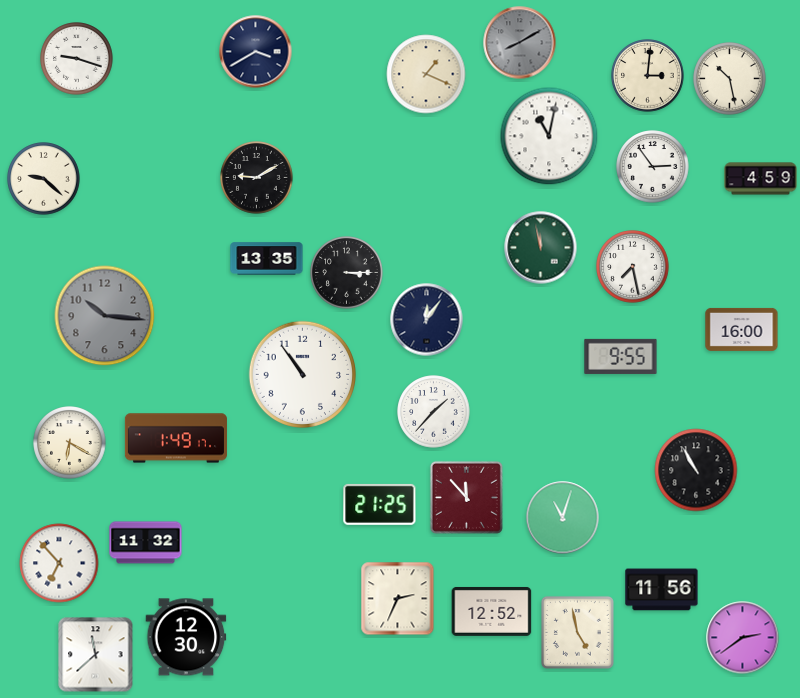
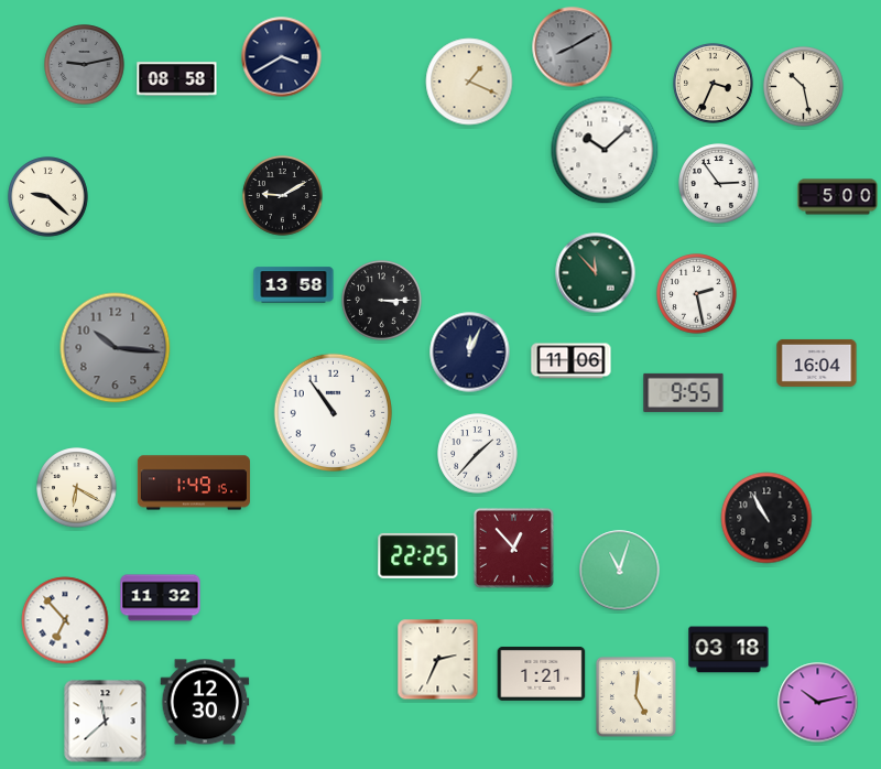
clock at (77, 59): 9:18 -> 9:13
clock at (77, 59) dial: white -> grey
clock at (177, 79): none -> 08:58
clock at (648, 76): 3:01 -> 3:34
clock at (549, 136): 11:02 -> 10:08
clock at (761, 179): 4:59 -> 5:00
clock at (541, 248): 11:58 -> 11:53
clock at (267, 259): 13:35 -> 13:58
clock at (633, 267): 7:28 -> 2:28
clock at (427, 320): 12:06 -> 12:04
clock at (572, 361): none -> 11:06
clock at (742, 329): 16:00 -> 16:04
clock at (176, 438): 1:49:17 -> 1:49:15
clock at (466, 497): 11:53 -> 12:53
clock at (380, 504): 21:25 -> 22:25
clock at (662, 590): 11:56 -> 03:18
clock at (492, 611): 12:52 -> 1:21
clock at (577, 632): 4:58 -> 5:01
clock at (743, 638): 2:39 -> 10:13
